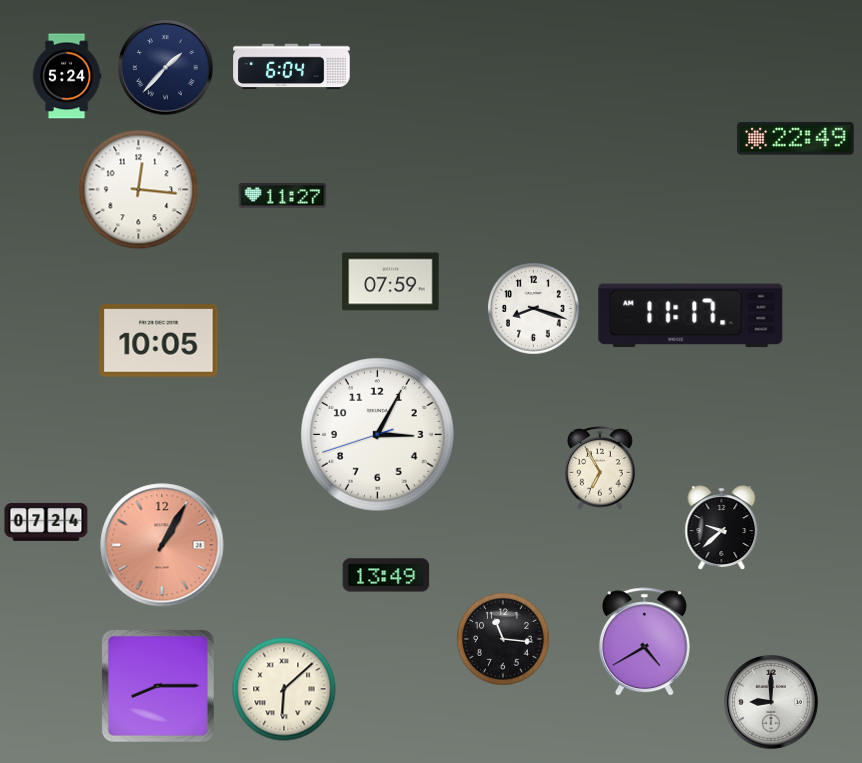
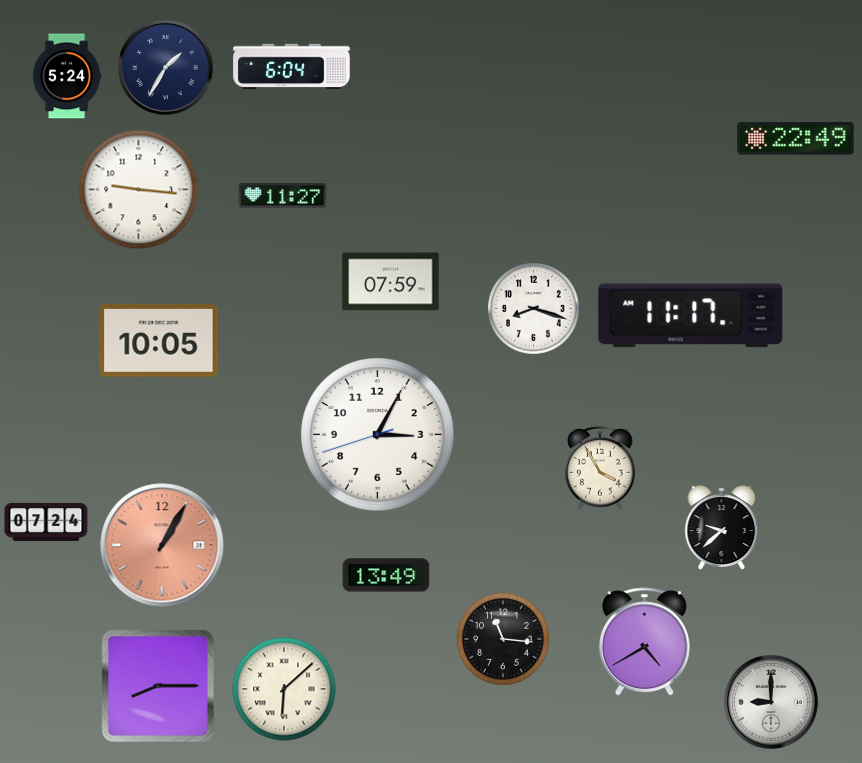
clock at (166, 68): 1:37 -> 1:35
clock at (139, 190): 12:16 -> 9:16
clock at (600, 469): 6:55 -> 3:55
